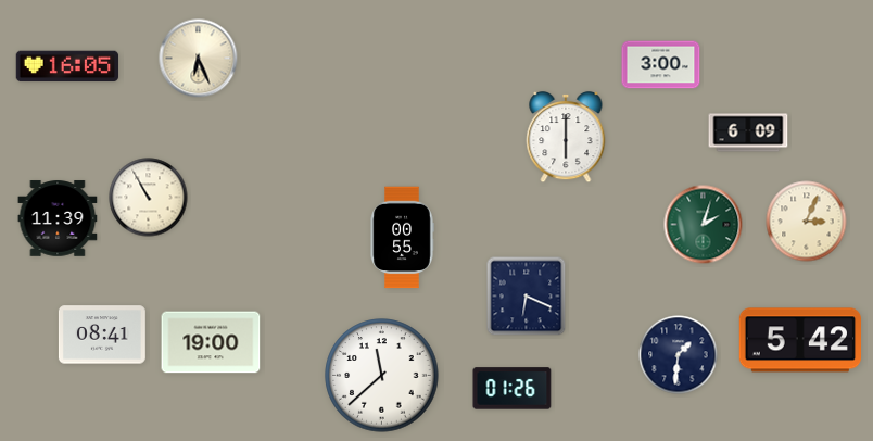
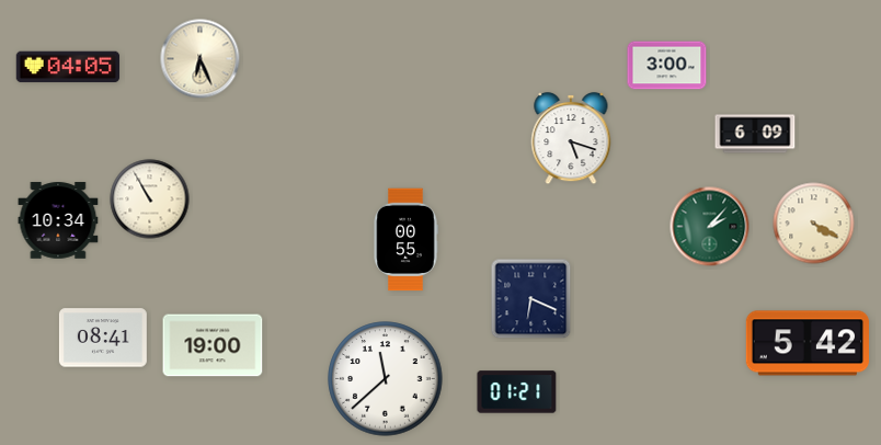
clock at (67, 66): 16:05 -> 04:05
clock at (566, 137): 6:00 -> 5:18
clock at (58, 218): 11:39 -> 10:34
clock at (807, 222): 3:04 -> 4:20
clock at (704, 225): 2:03 -> 2:07
clock at (679, 355): 1:31 -> none
clock at (513, 389): 01:26 -> 01:21
